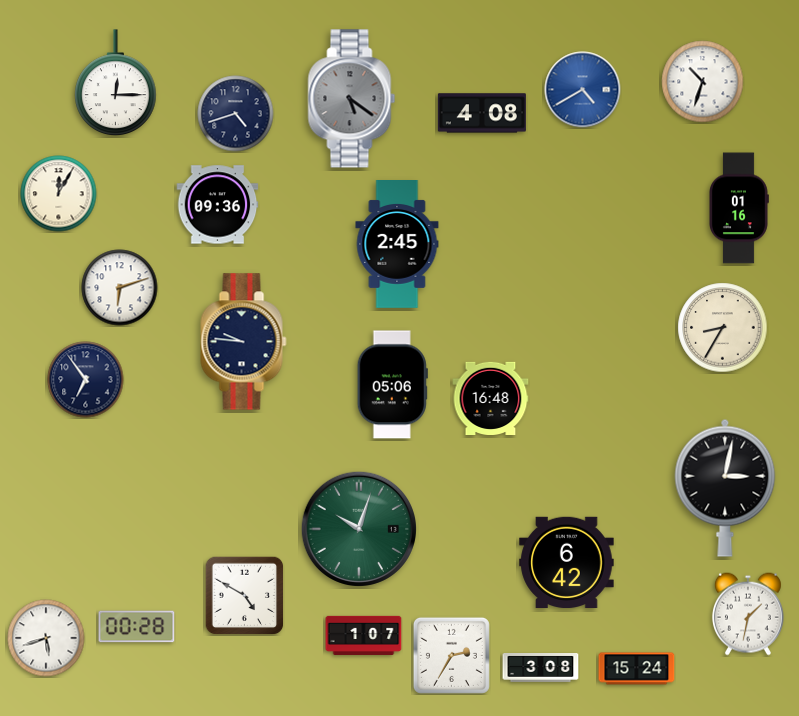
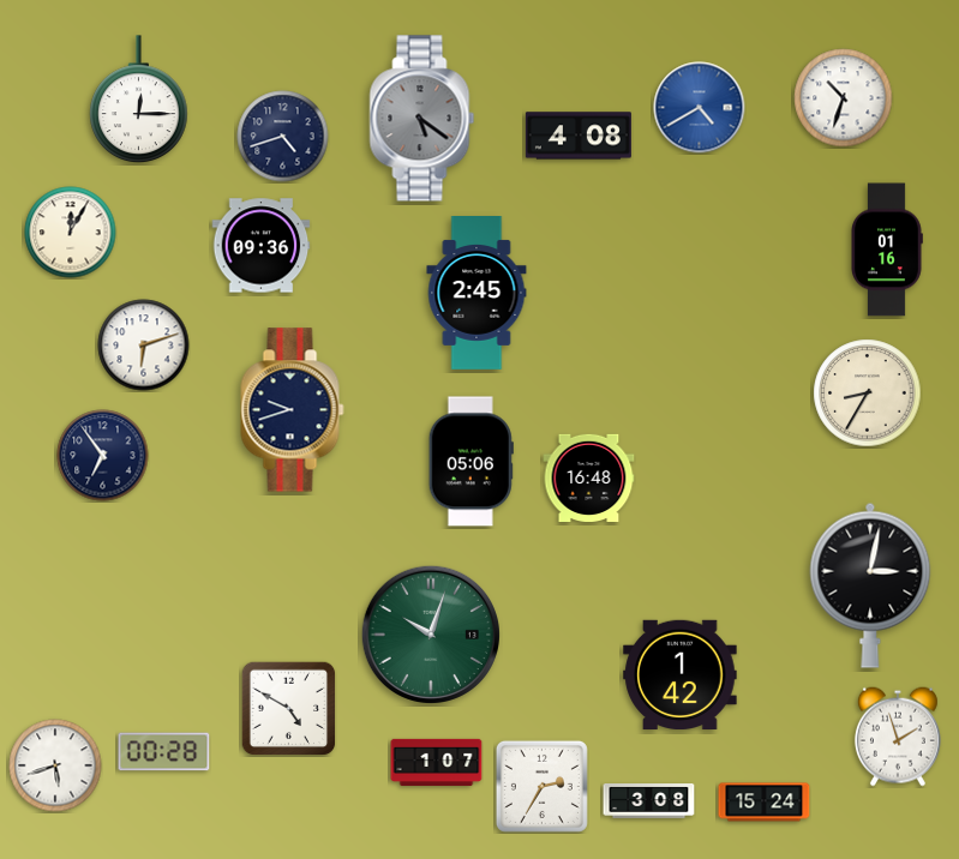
clock at (244, 342): 9:46 -> 9:42
clock at (567, 563): 6:42 -> 1:42
clock at (244, 595) position: (244, 595) -> (288, 708)
clock at (748, 614): 1:32 -> 1:57
